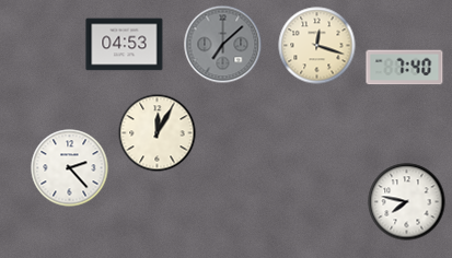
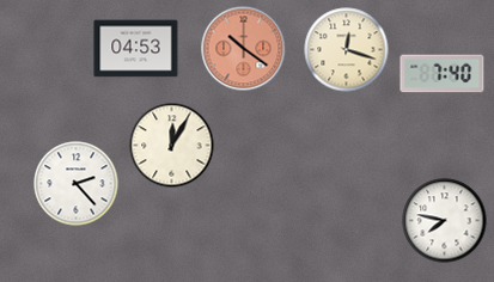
clock at (223, 45): 7:08 -> 10:21
clock at (223, 45) dial: grey -> salmon
